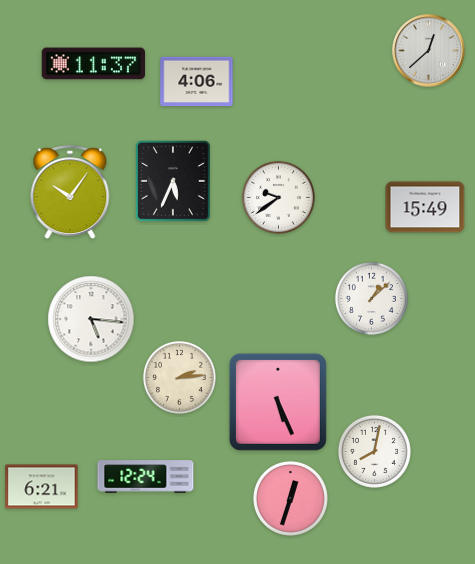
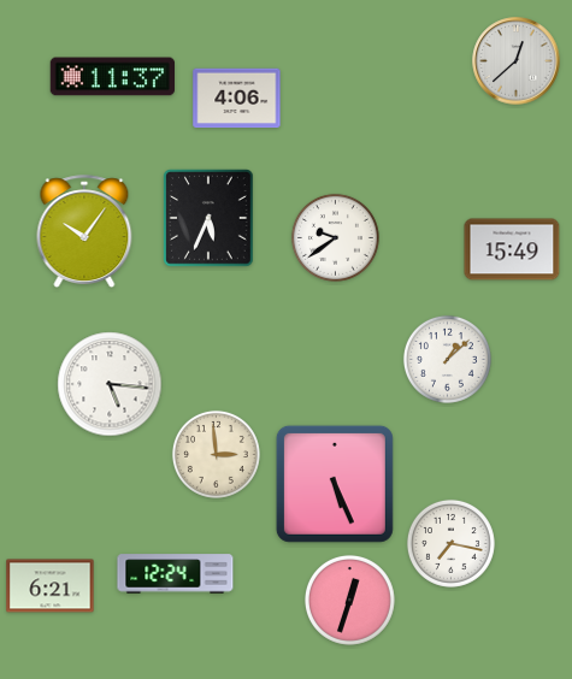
clock at (179, 377): 2:14 -> 2:59
clock at (374, 451): 8:02 -> 7:17
